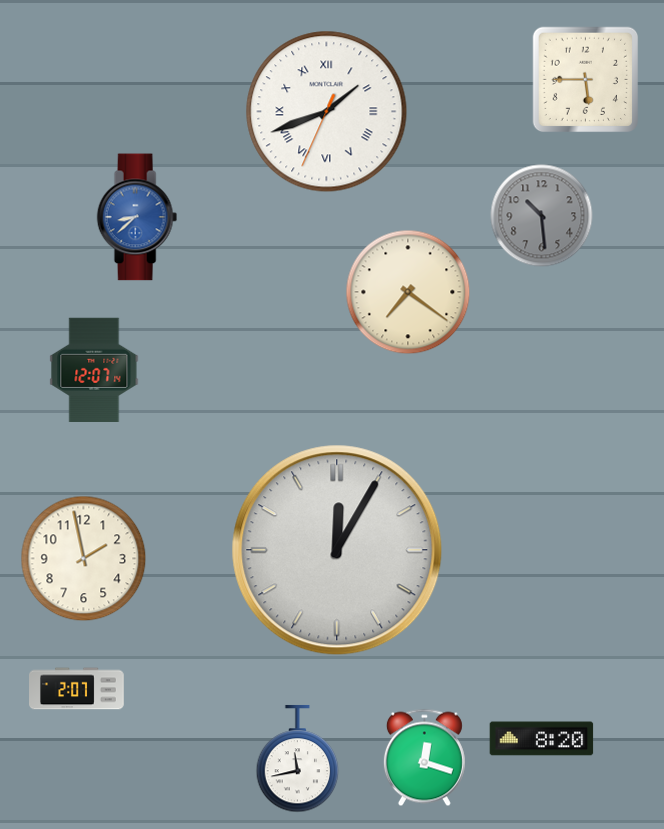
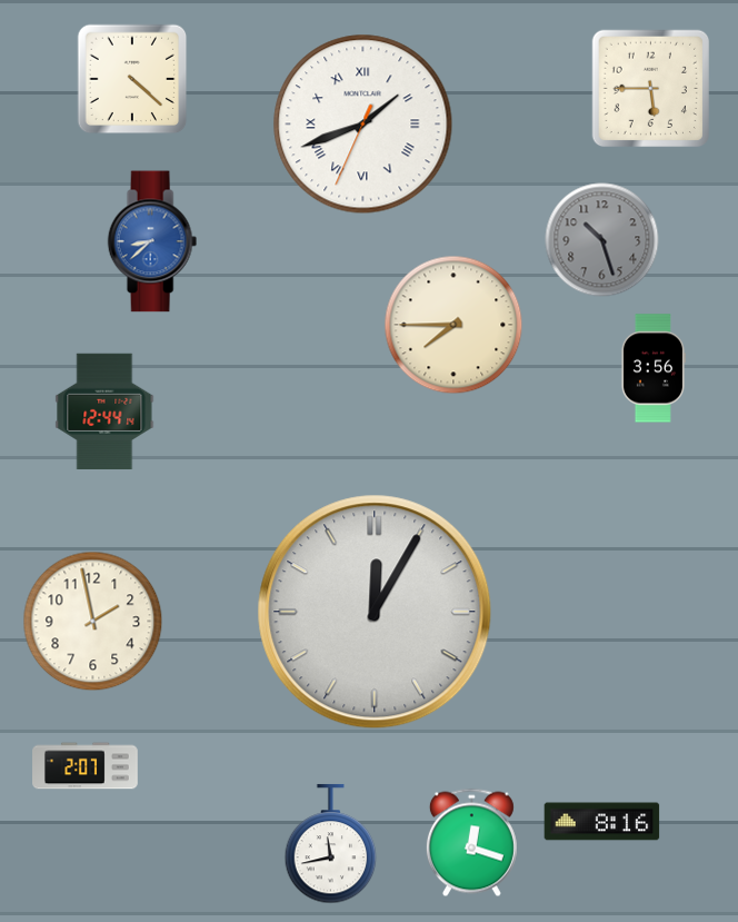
clock at (132, 79): none -> 4:22
clock at (542, 216): 10:29 -> 10:27
clock at (408, 292): 7:21 -> 7:45
clock at (652, 368): none -> 3:56
clock at (94, 369): 12:07 -> 12:44
clock at (542, 739): 8:20 -> 8:16
